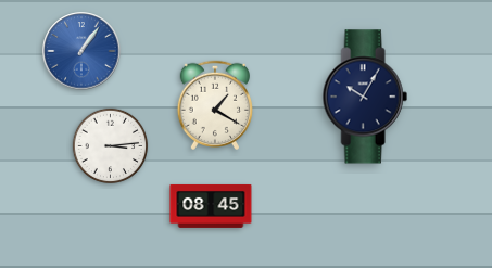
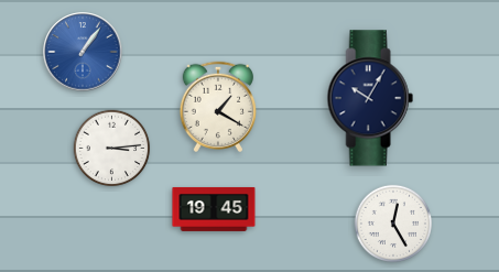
clock at (211, 206): 08:45 -> 19:45
clock at (392, 222): none -> 12:25
